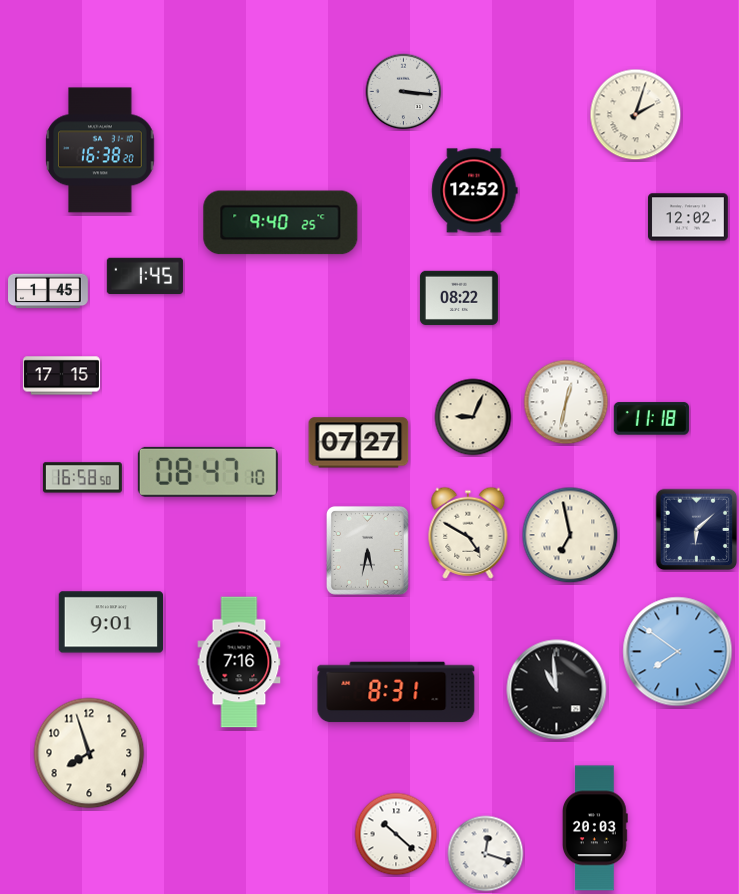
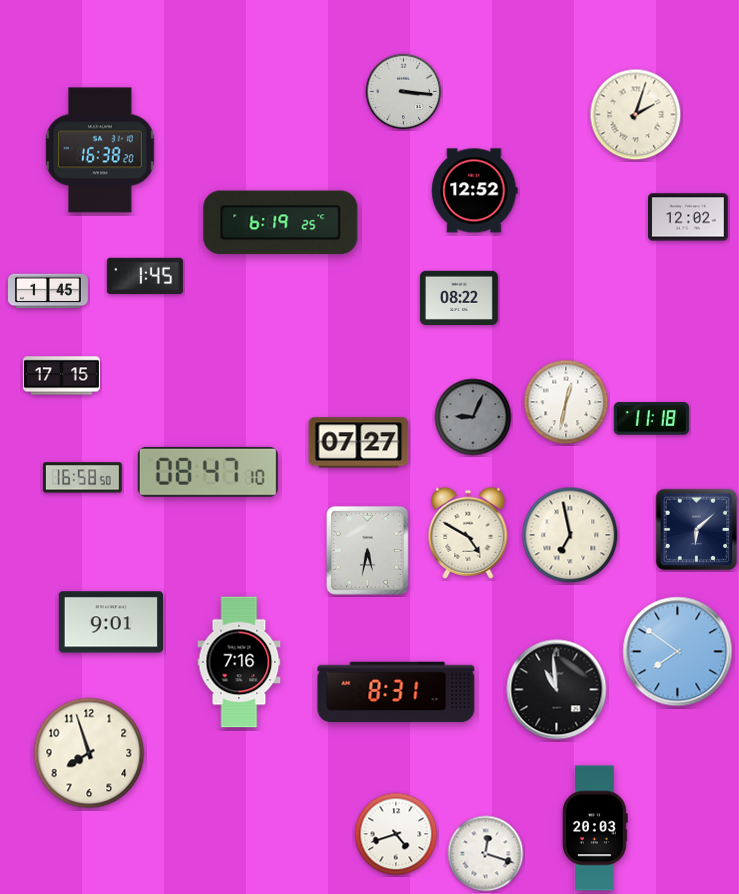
clock at (281, 223): 9:40 -> 6:19
clock at (473, 417) dial: cream -> grey
clock at (396, 834): 10:22 -> 4:42
